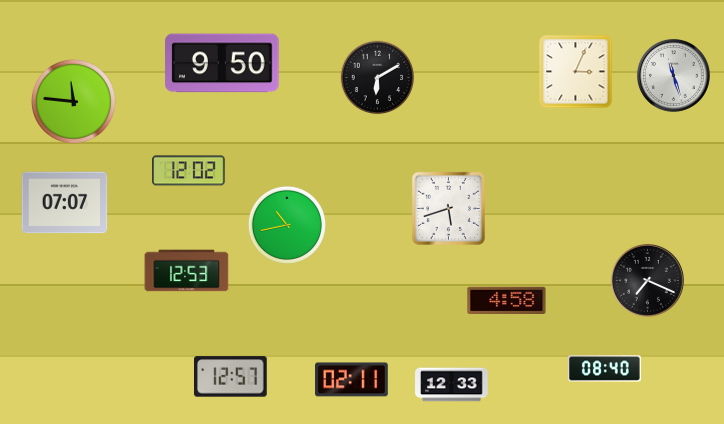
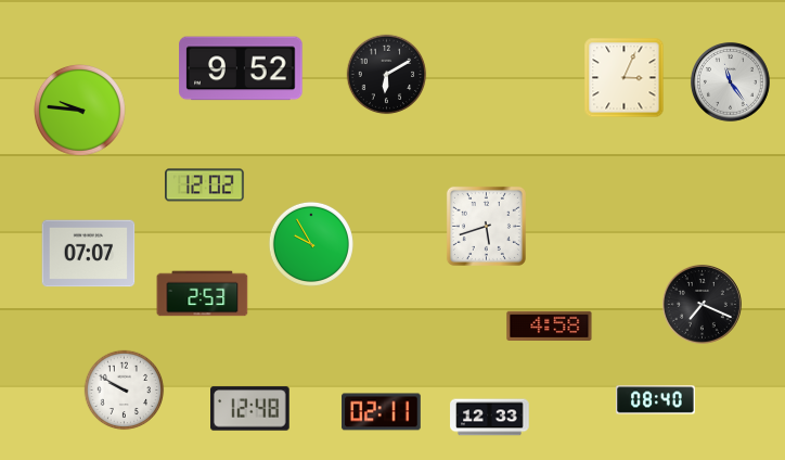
clock at (222, 63): 9:50 -> 9:52
clock at (673, 75): 11:27 -> 11:24
clock at (378, 78) position: (378, 78) -> (387, 75)
clock at (74, 102): 11:46 -> 9:46
clock at (65, 203) position: (65, 203) -> (89, 254)
clock at (287, 225): 10:43 -> 9:55
clock at (187, 271): 12:53 -> 2:53
clock at (125, 391): none -> 9:50
clock at (231, 377): 12:57 -> 12:48
